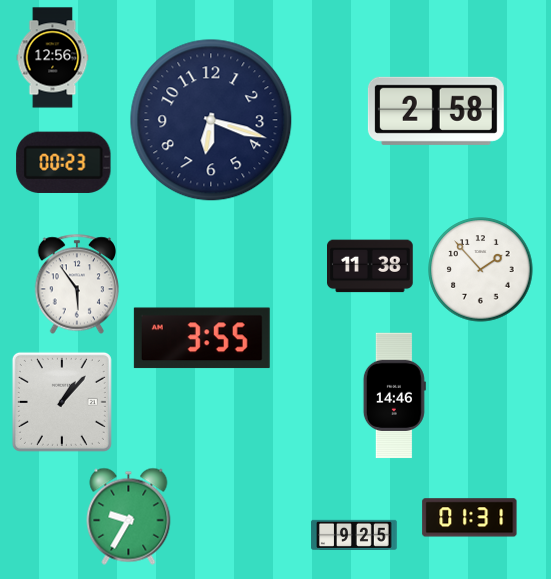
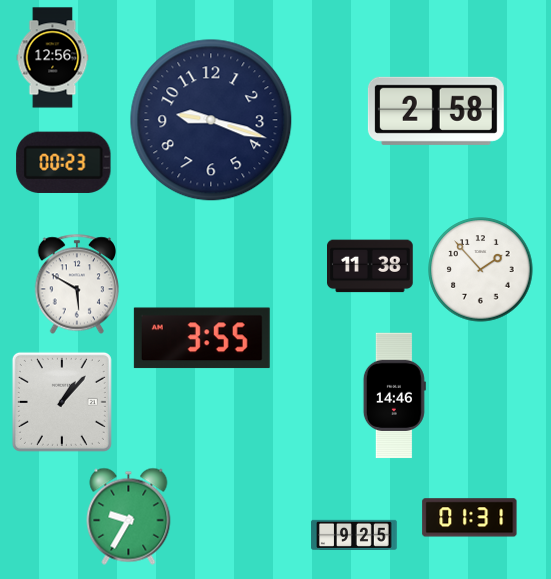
clock at (211, 120): 6:18 -> 9:18
clock at (77, 284): 5:54 -> 5:50
